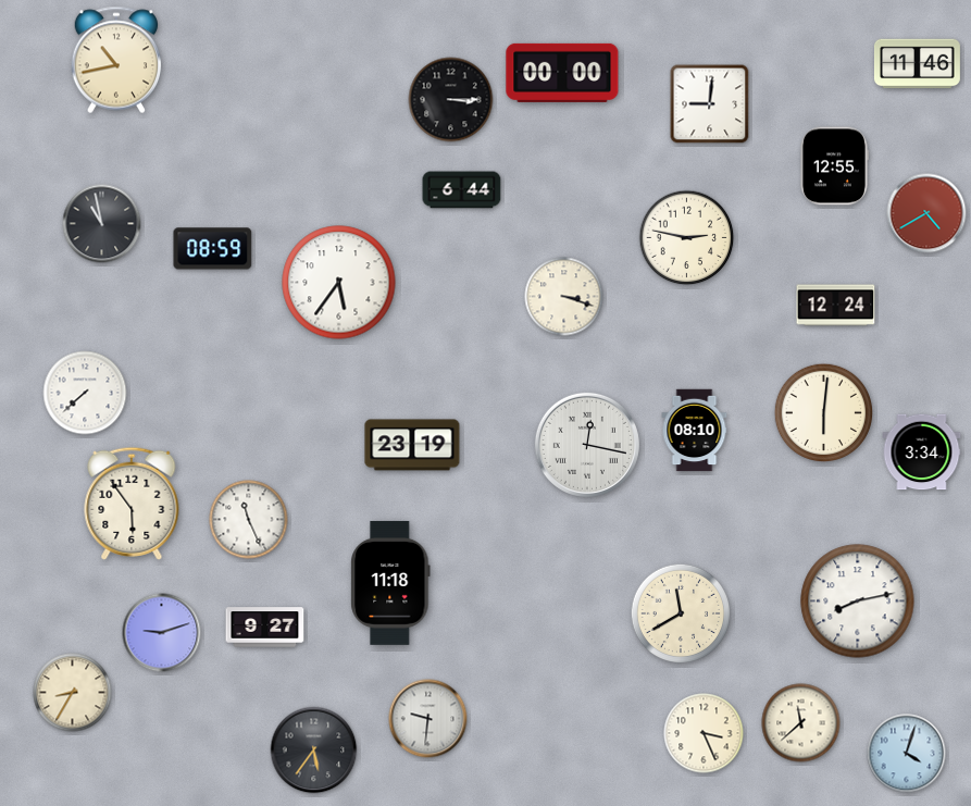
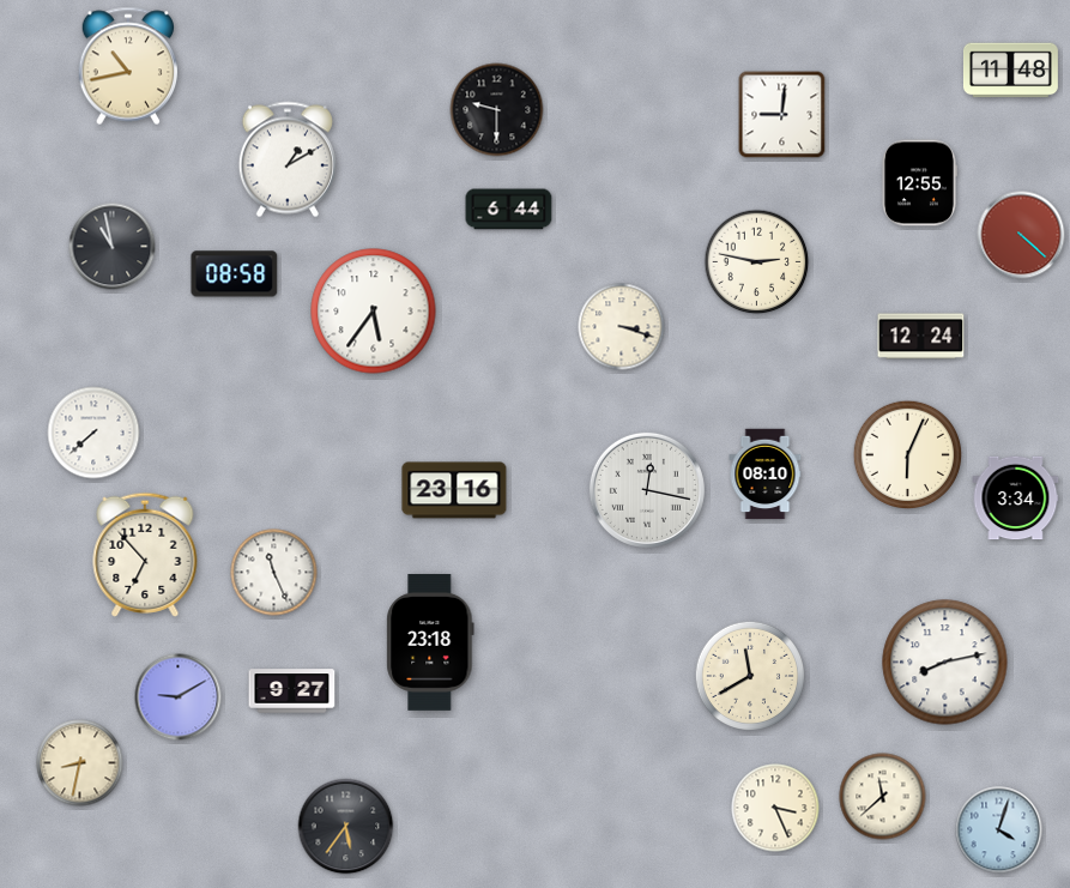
clock at (917, 64): 11:46 -> 11:48
clock at (562, 73): 00:00 -> none
clock at (451, 100): 3:15 -> 9:30
clock at (288, 159): none -> 1:10
clock at (926, 213): 4:40 -> 4:22
clock at (213, 249): 08:59 -> 08:58
clock at (824, 413): 6:01 -> 6:04
clock at (412, 445): 23:19 -> 23:16
clock at (132, 504): 5:54 -> 6:53
clock at (390, 583): 11:18 -> 23:18
clock at (162, 633): 9:12 -> 9:10
clock at (73, 693): 8:35 -> 8:32
clock at (428, 719): 9:31 -> none
